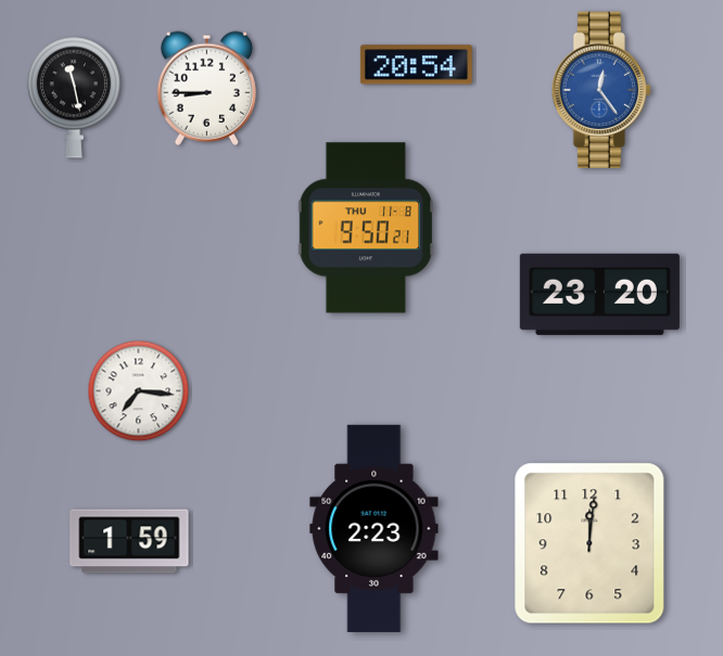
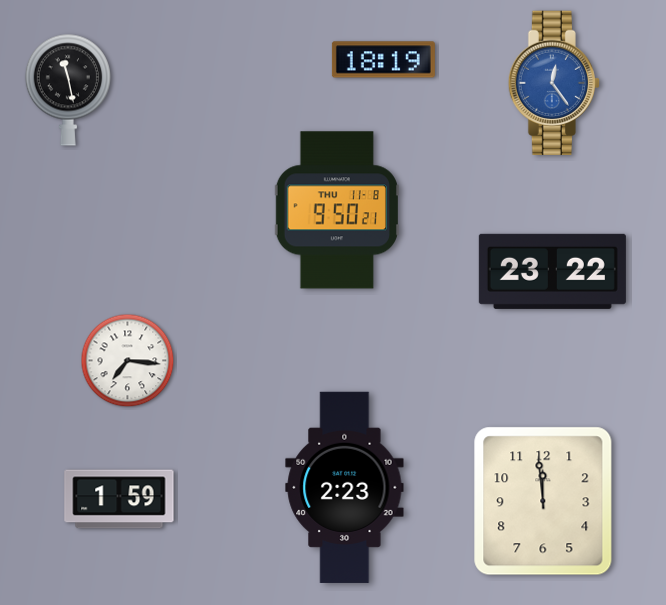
clock at (416, 65): 20:54 -> 18:19
clock at (206, 88): 8:45 -> none
clock at (599, 294): 23:20 -> 23:22
clock at (589, 543): 12:01 -> 11:59
